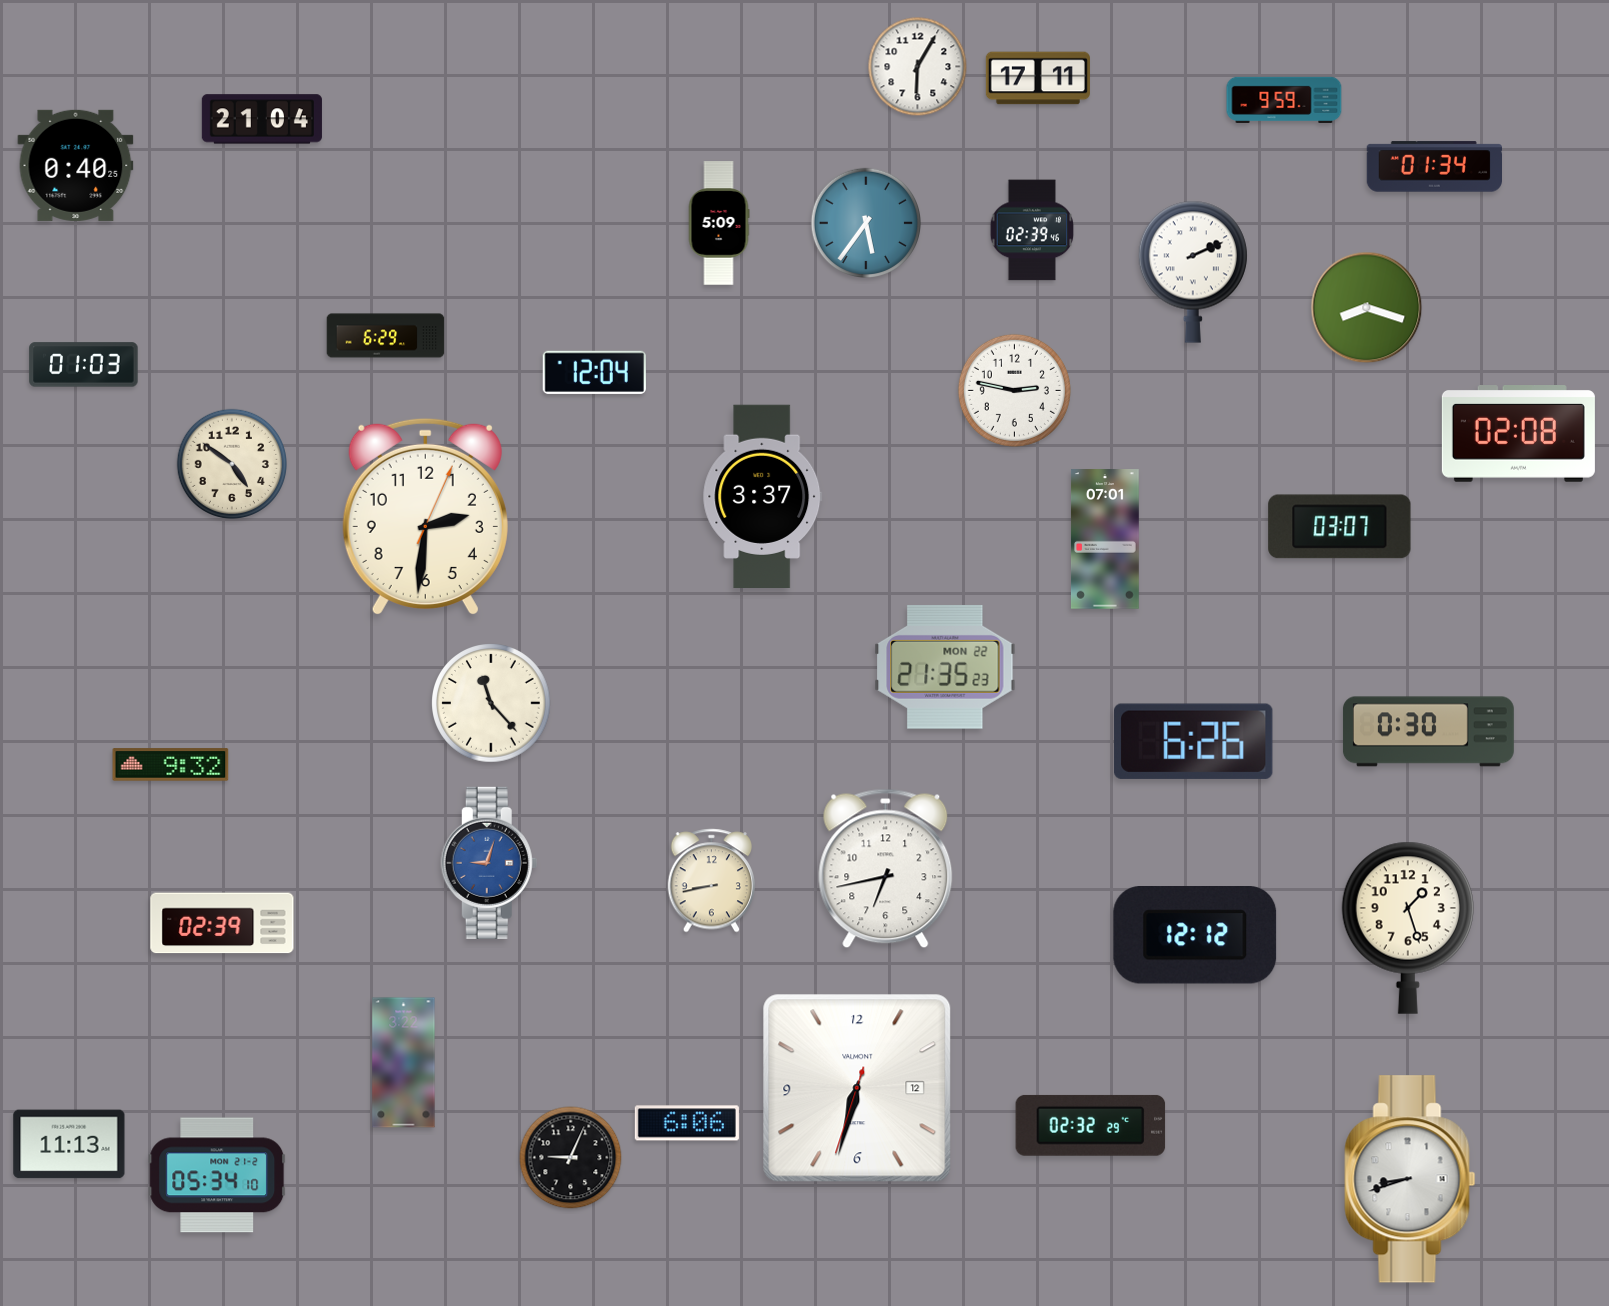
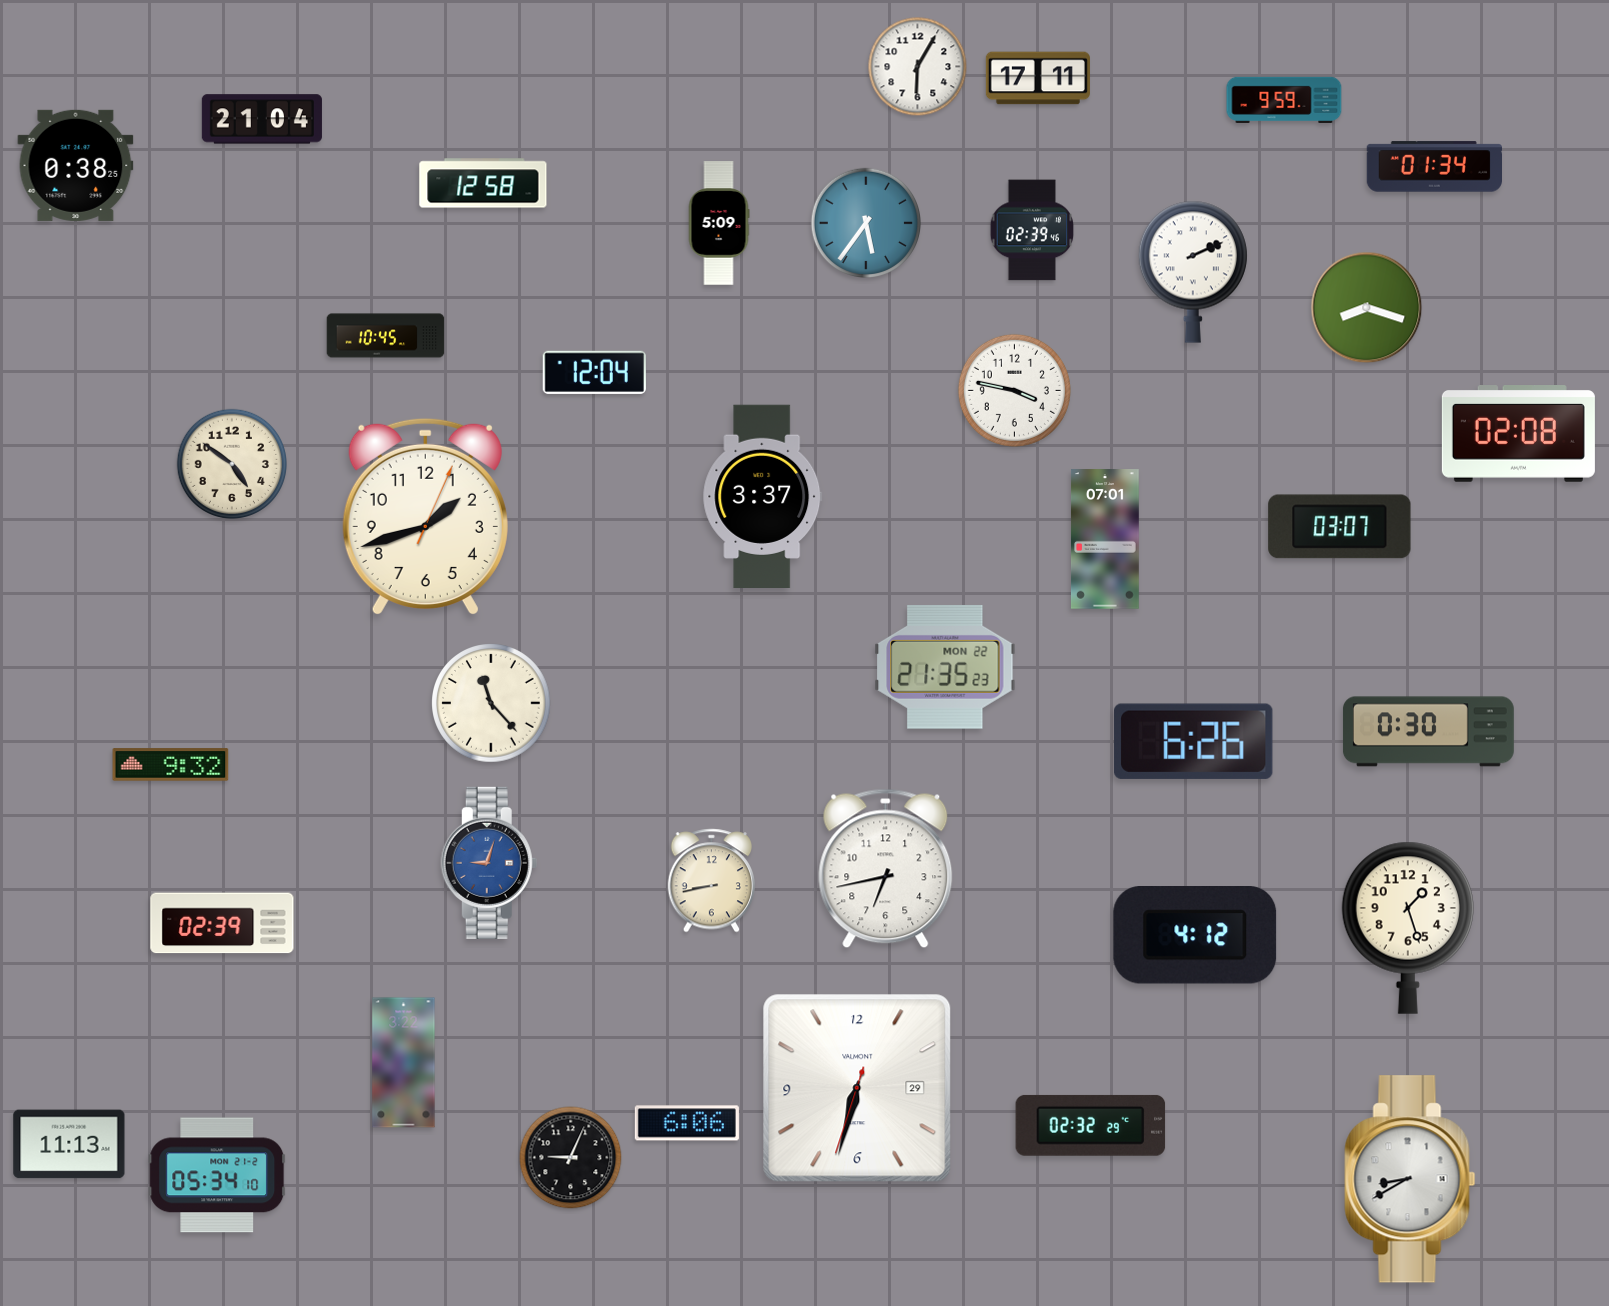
clock at (76, 165): 0:40 -> 0:38
clock at (483, 183): none -> 12:58
clock at (386, 336): 6:29 -> 10:45
clock at (84, 365): 01:03 -> none
clock at (1014, 390): 2:47 -> 3:47
clock at (425, 516): 2:31 -> 1:42
clock at (1195, 935): 12:12 -> 4:12
clock at (857, 1088) date: 12 -> 29
clock at (1410, 1179): 8:42 -> 8:40
